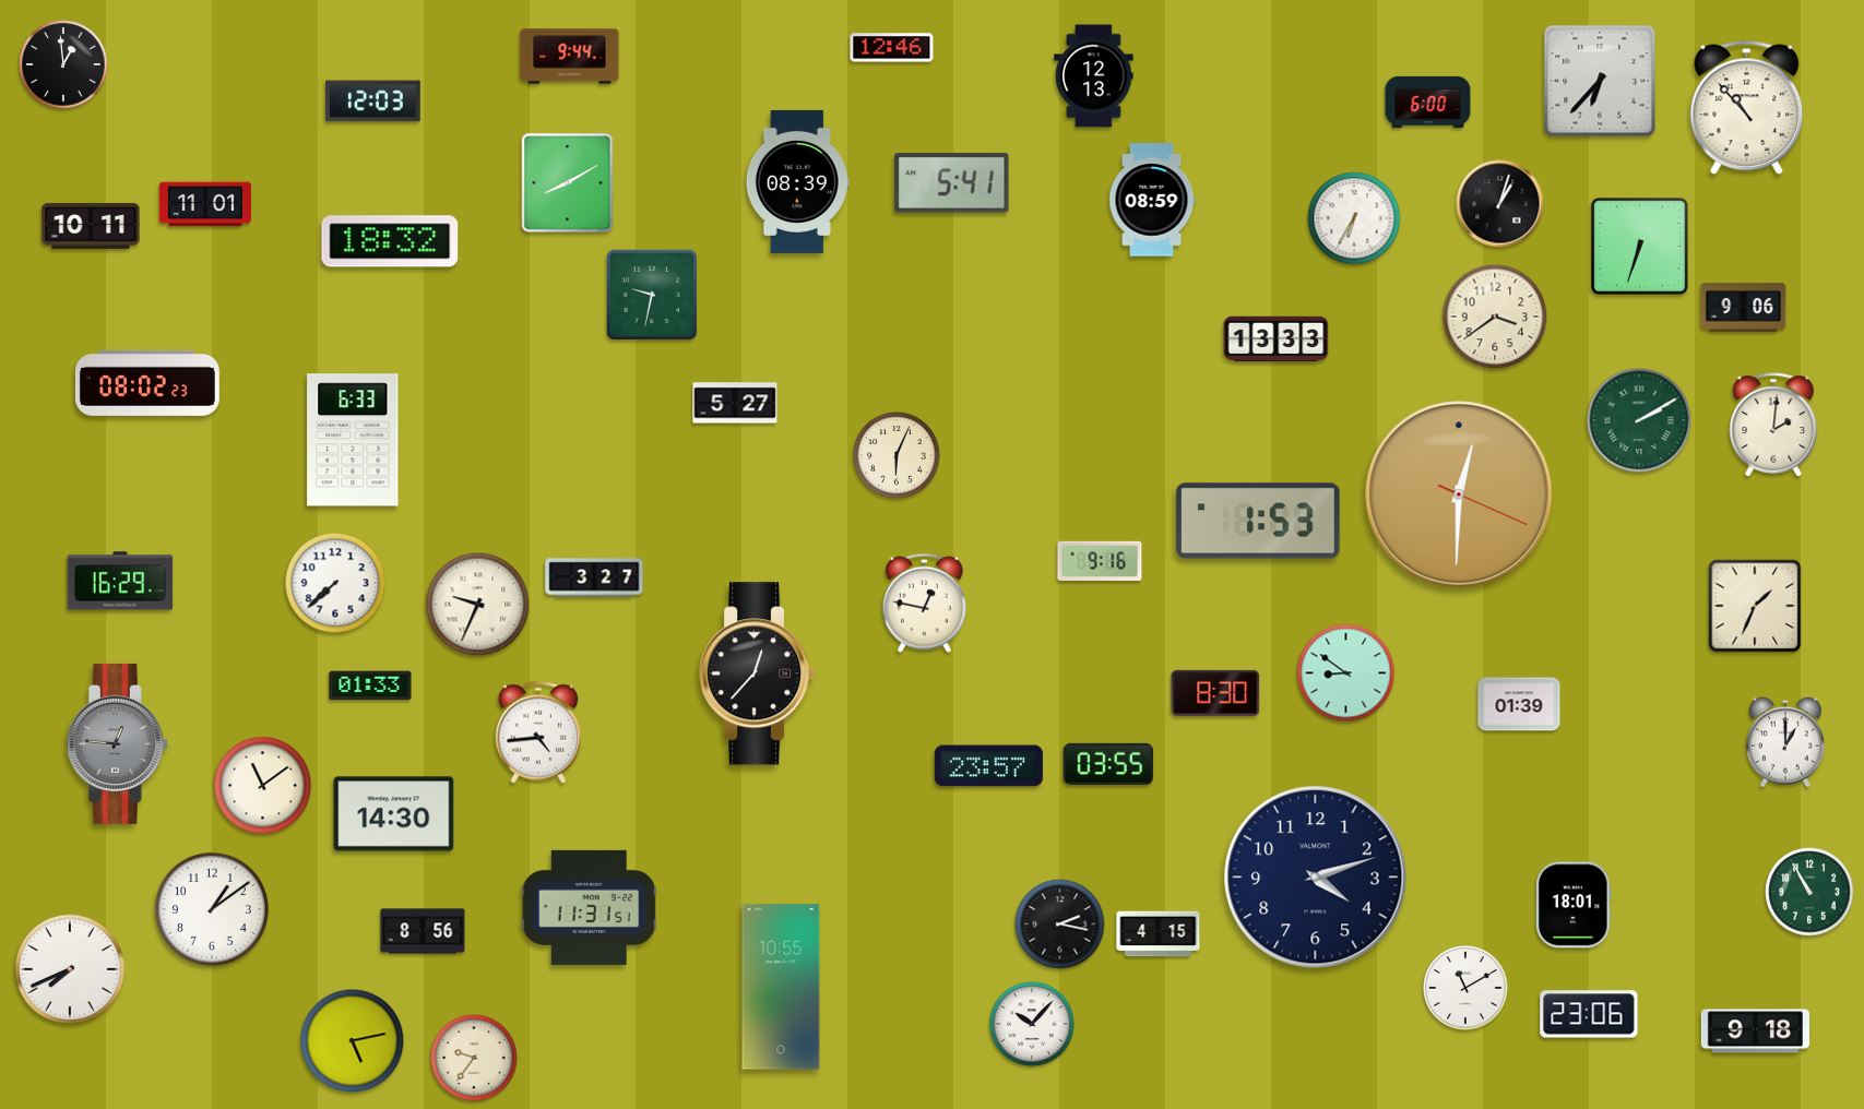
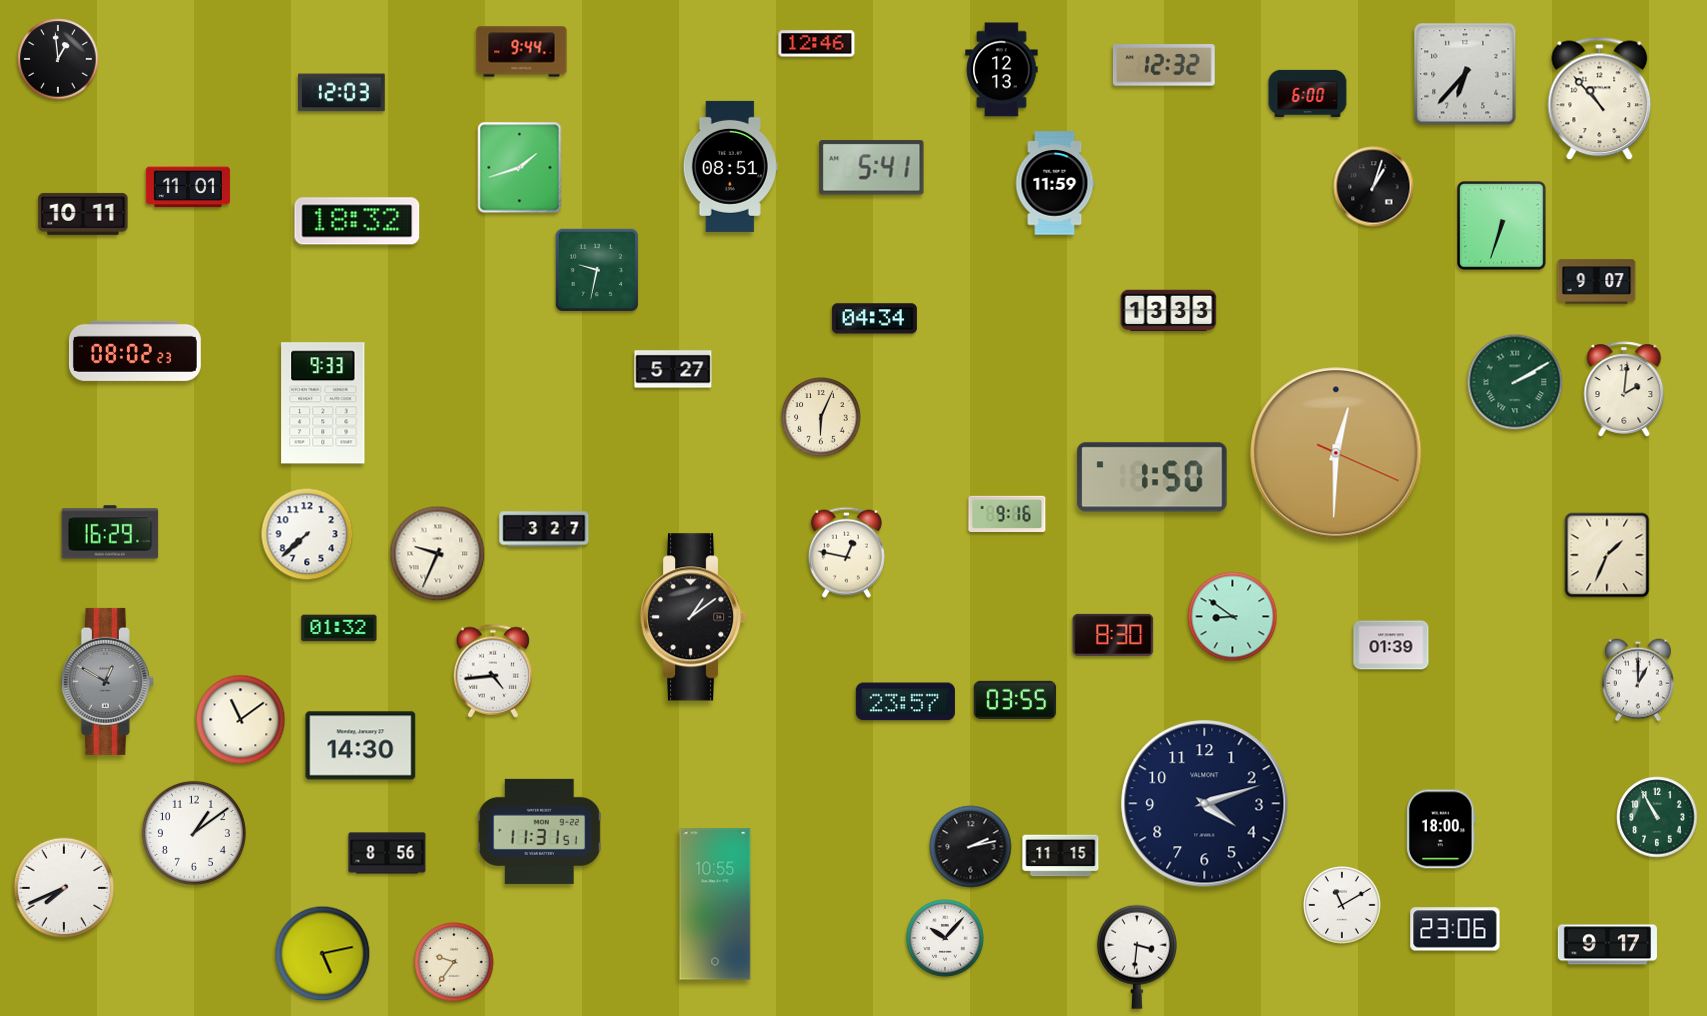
clock at (1164, 65): none -> 12:32
clock at (797, 181): 08:39 -> 08:51
clock at (568, 183): 8:10 -> 1:42
clock at (1152, 200): 08:59 -> 11:59
clock at (1354, 218): 6:35 -> none
clock at (91, 226) position: (91, 226) -> (83, 214)
clock at (1744, 308): 9:06 -> 9:07
clock at (1495, 317): 3:39 -> none
clock at (874, 319): none -> 04:34
clock at (1639, 420) position: (1639, 420) -> (1515, 382)
clock at (353, 440): 6:33 -> 9:33
clock at (1258, 521): 1:53 -> 1:50
clock at (757, 673): 12:37 -> 1:09
clock at (370, 685): 01:33 -> 01:32
clock at (1785, 742) position: (1785, 742) -> (1638, 680)
clock at (117, 743): 12:46 -> 12:50
clock at (1574, 905): 18:01 -> 18:00
clock at (1060, 925): 2:17 -> 2:13
clock at (1159, 934): 4:15 -> 11:15
clock at (1755, 1032): 9:18 -> 9:17
clock at (1137, 957): none -> 3:31
clock at (474, 1058) position: (474, 1058) -> (454, 962)
